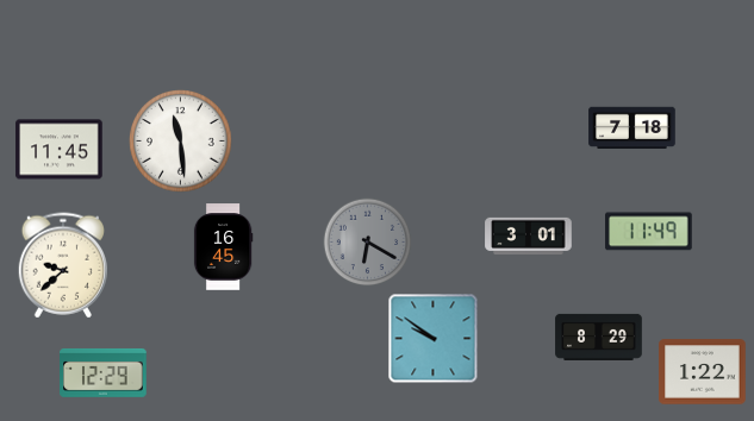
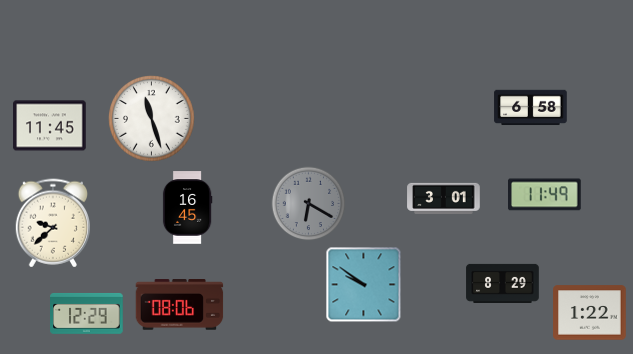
clock at (633, 128): 7:18 -> 6:58
clock at (181, 142): 11:29 -> 11:27
clock at (180, 305): none -> 08:06
